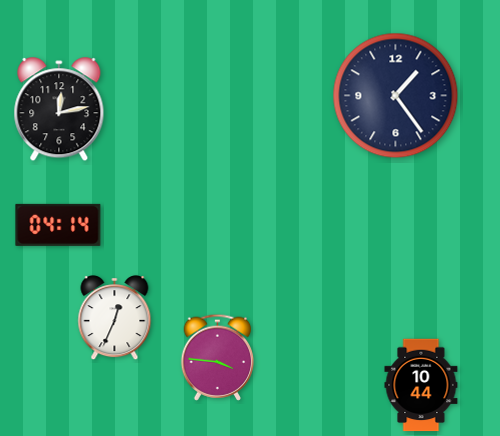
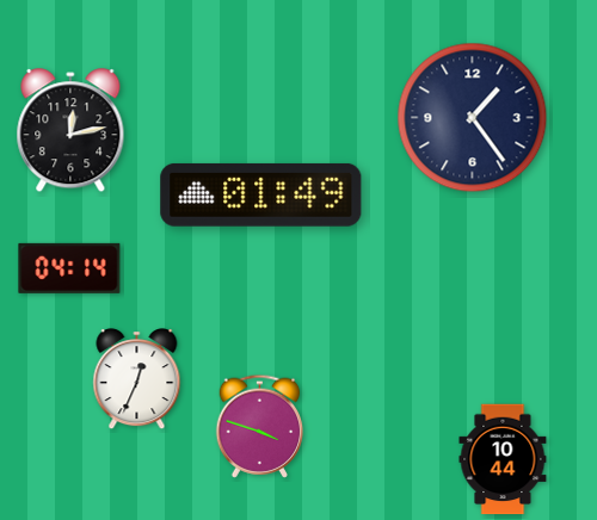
clock at (396, 96) position: (396, 96) -> (473, 118)
clock at (261, 194): none -> 01:49
clock at (218, 357): 3:46 -> 3:48
